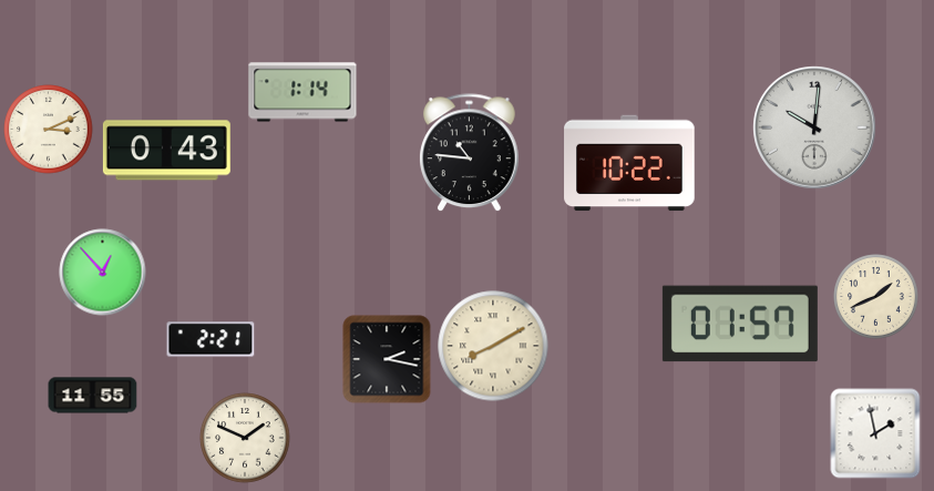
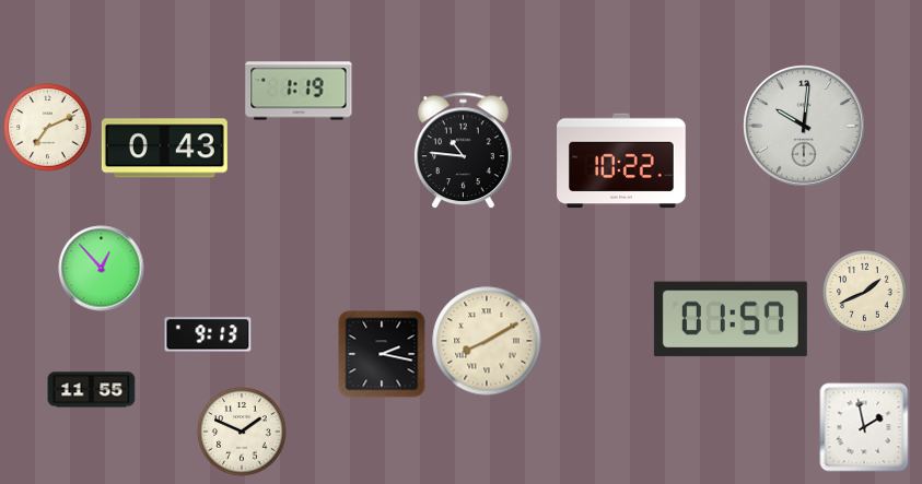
clock at (302, 92): 1:14 -> 1:19
clock at (49, 130): 3:11 -> 7:11
clock at (211, 339): 2:21 -> 9:13
